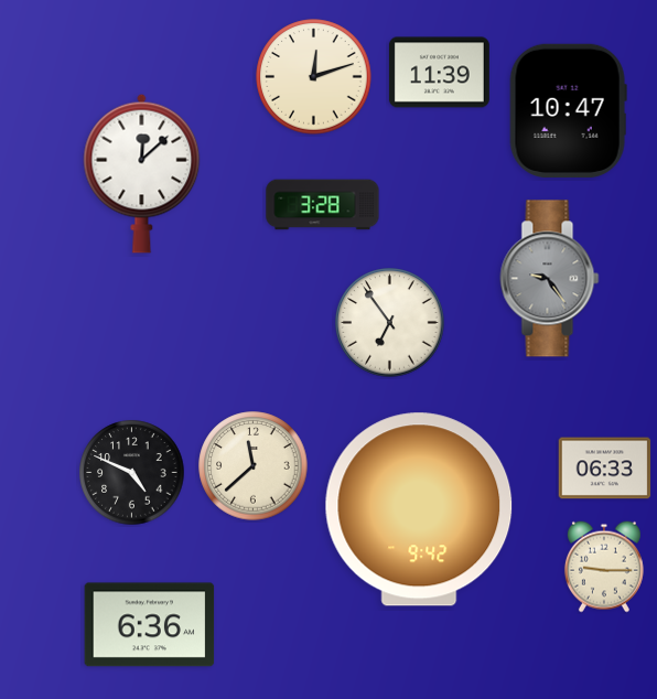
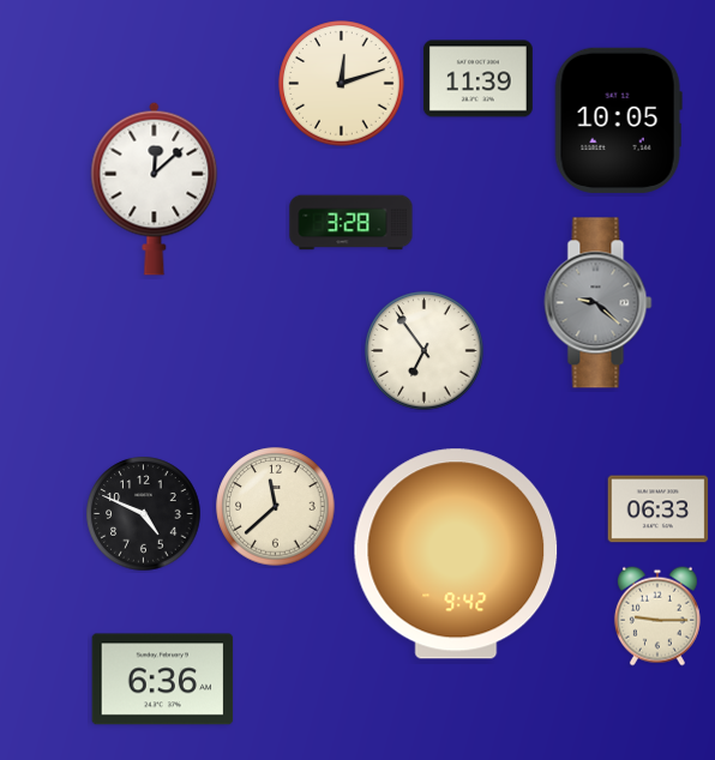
clock at (568, 110): 10:47 -> 10:05
clock at (550, 279): 9:24 -> 9:22
